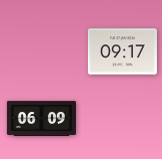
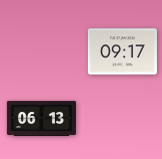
clock at (41, 118): 06:09 -> 06:13
